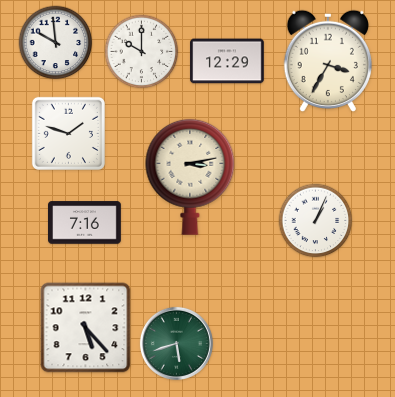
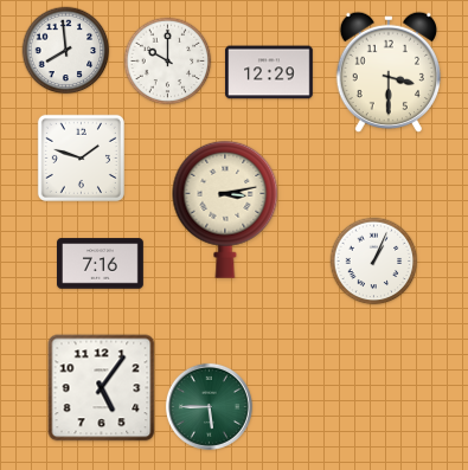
clock at (56, 43): 9:59 -> 7:59
clock at (327, 61): 3:35 -> 3:30
clock at (86, 328): 5:23 -> 5:06
clock at (176, 343): 5:42 -> 5:45
